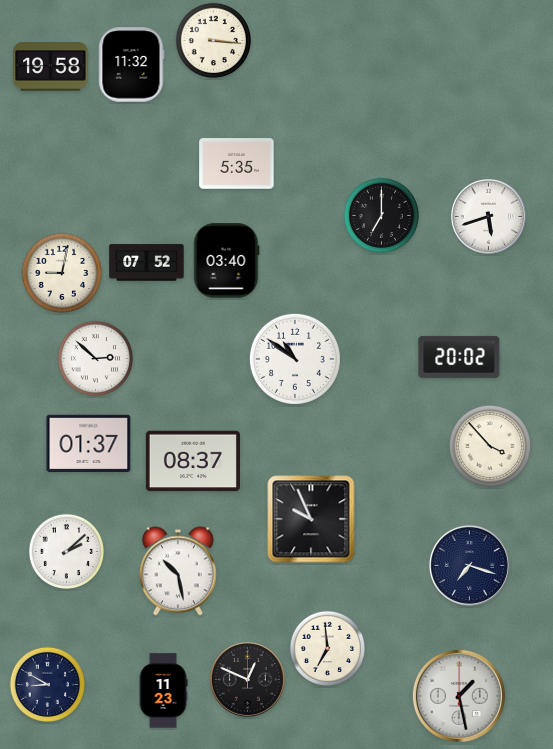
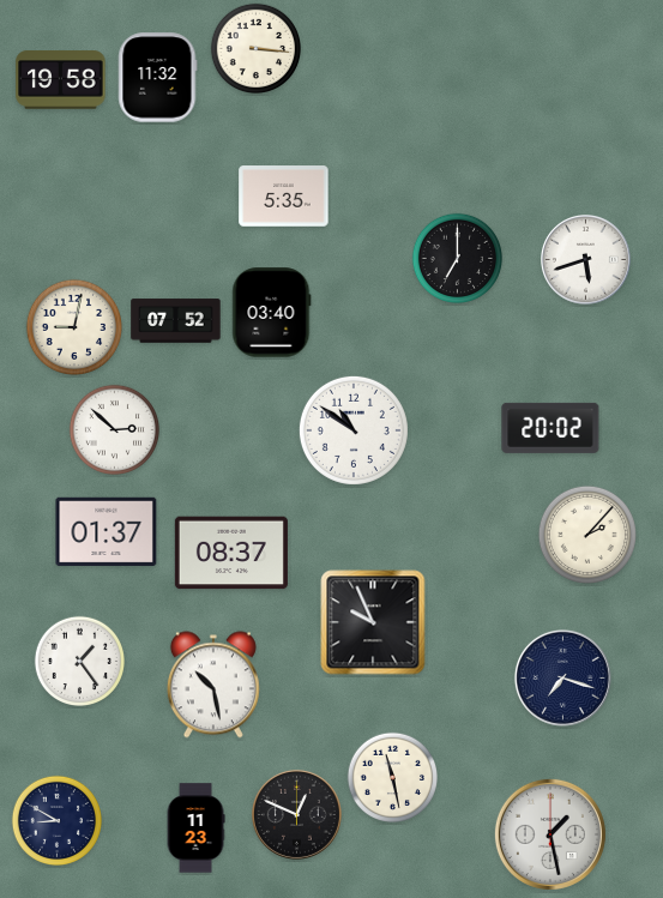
clock at (147, 263) position: (147, 263) -> (176, 321)
clock at (490, 446): 3:53 -> 2:07
clock at (66, 551): 2:08 -> 1:24
clock at (327, 648): 6:59 -> 11:28
